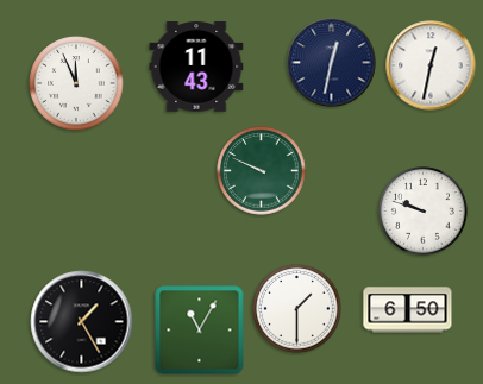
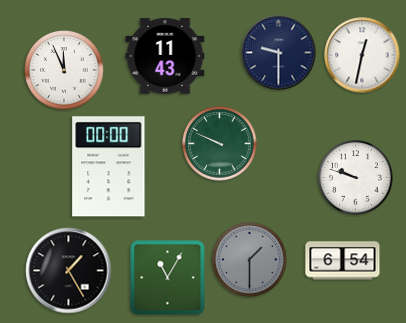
clock at (332, 63): 12:32 -> 9:30
clock at (109, 167): none -> 00:00
clock at (297, 309) dial: white -> grey
clock at (408, 310): 6:50 -> 6:54
